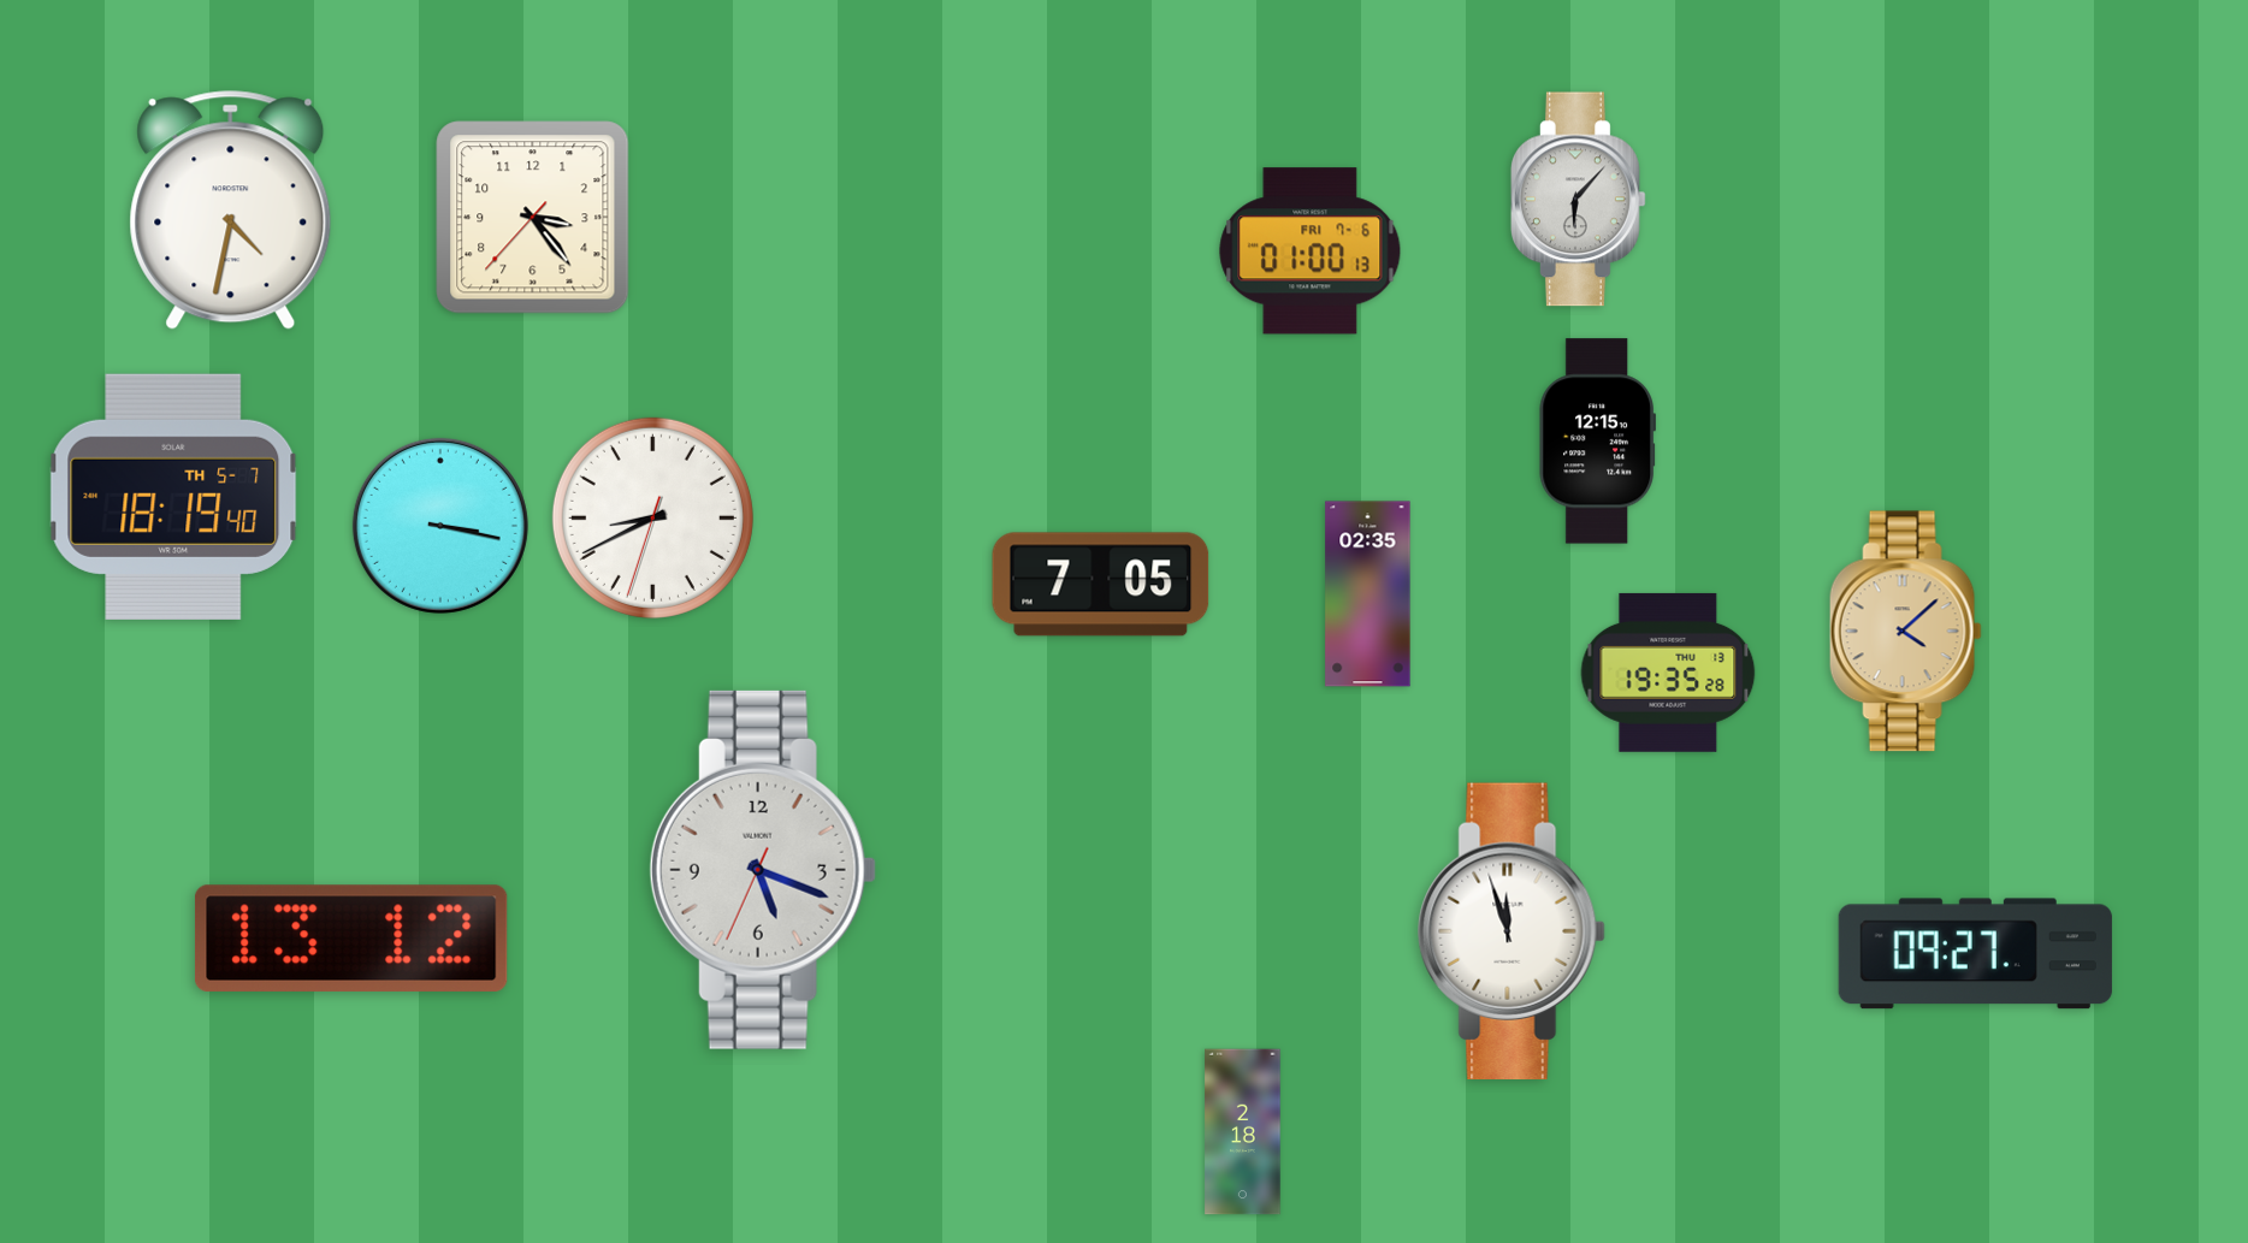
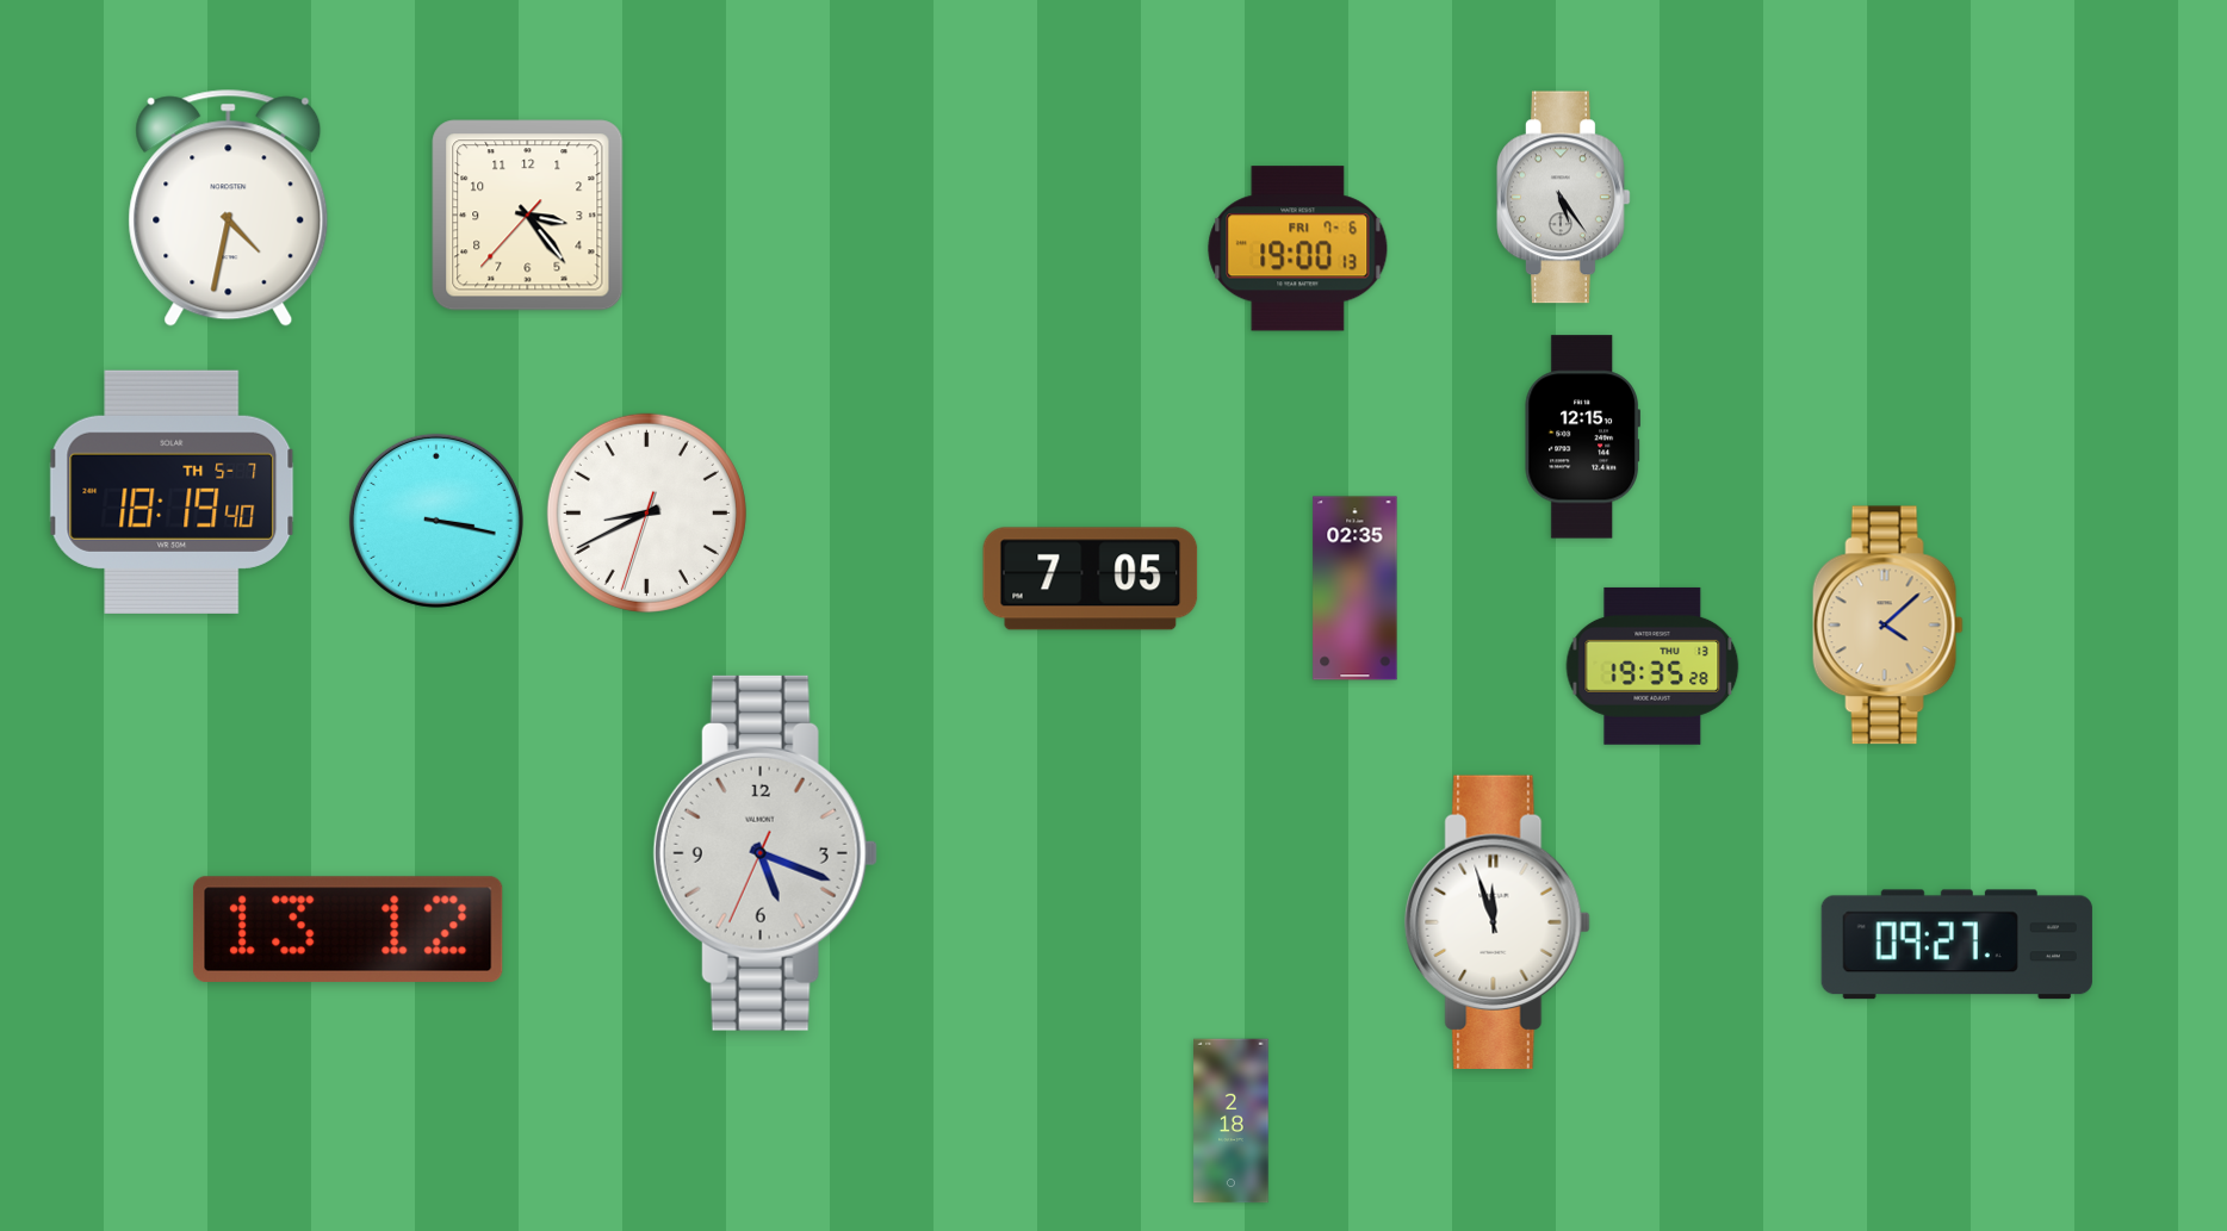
clock at (1578, 200): 6:07 -> 5:24
clock at (1311, 251): 01:00 -> 19:00
clock at (763, 870) position: (763, 870) -> (765, 853)
